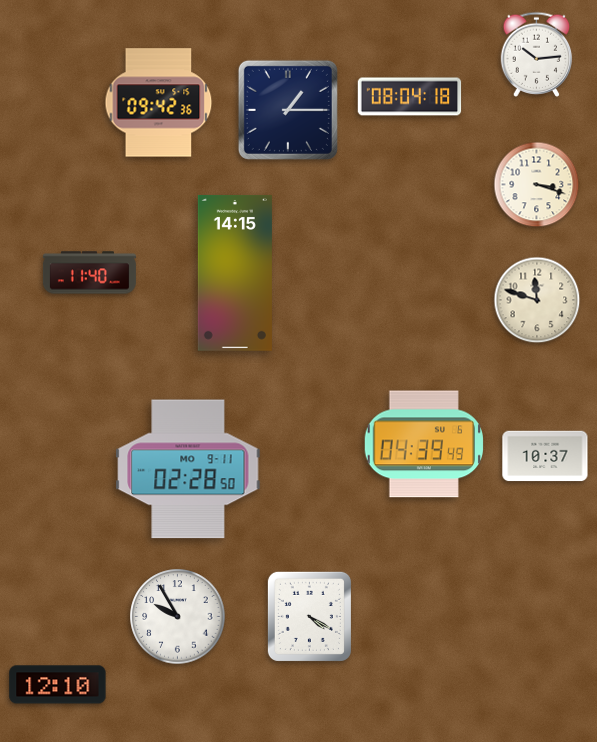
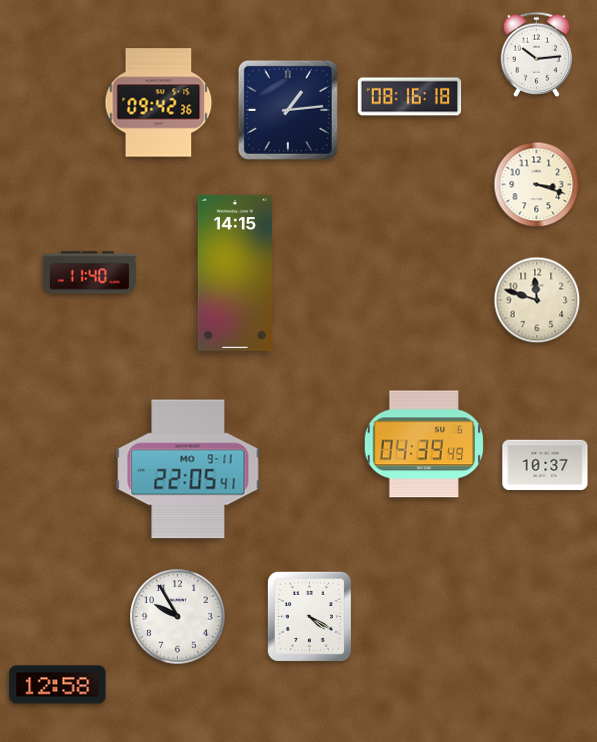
clock at (410, 97): 08:04 -> 08:16
clock at (288, 110): 1:15 -> 1:14
clock at (545, 456) position: (545, 456) -> (545, 465)
clock at (188, 469): 02:28 -> 22:05
clock at (58, 685): 12:10 -> 12:58
